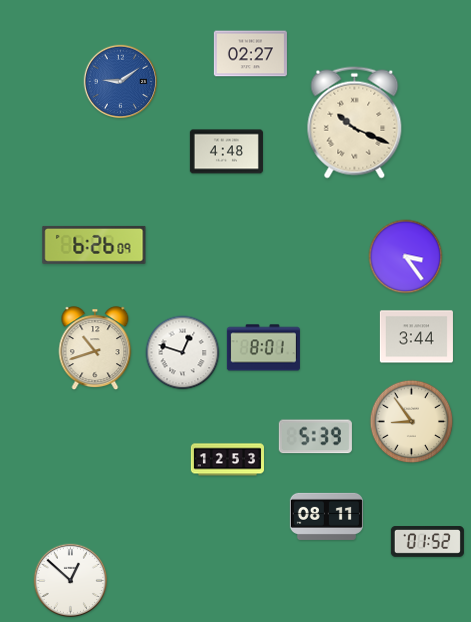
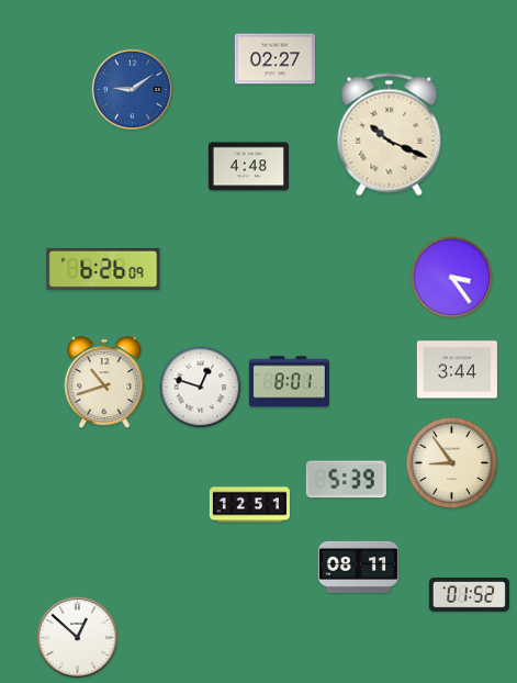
clock at (406, 257) position: (406, 257) -> (452, 278)
clock at (227, 460): 12:53 -> 12:51
